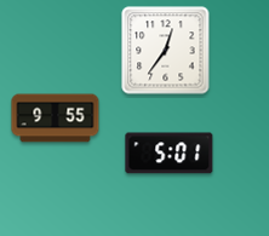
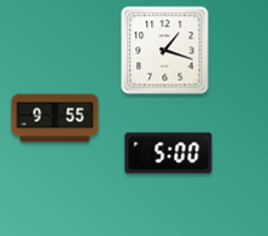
clock at (166, 51): 12:36 -> 1:18
clock at (170, 154): 5:01 -> 5:00
